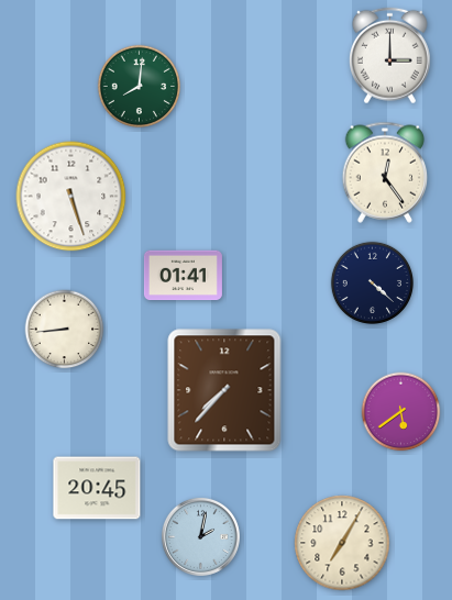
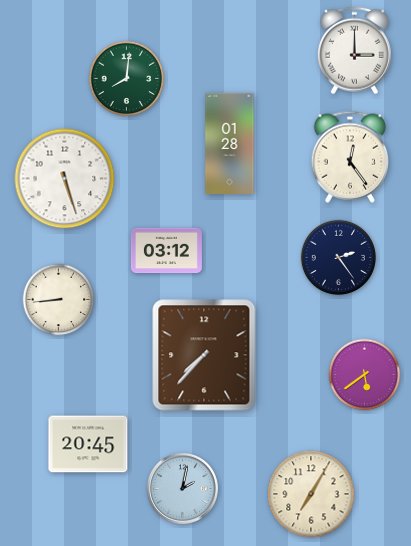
clock at (230, 143): none -> 01:28
clock at (183, 276): 01:41 -> 03:12
clock at (372, 282): 4:22 -> 2:24
